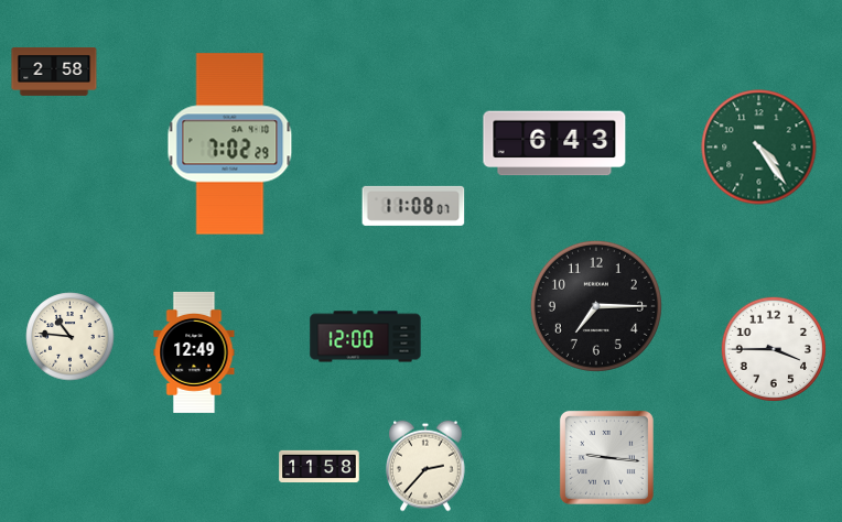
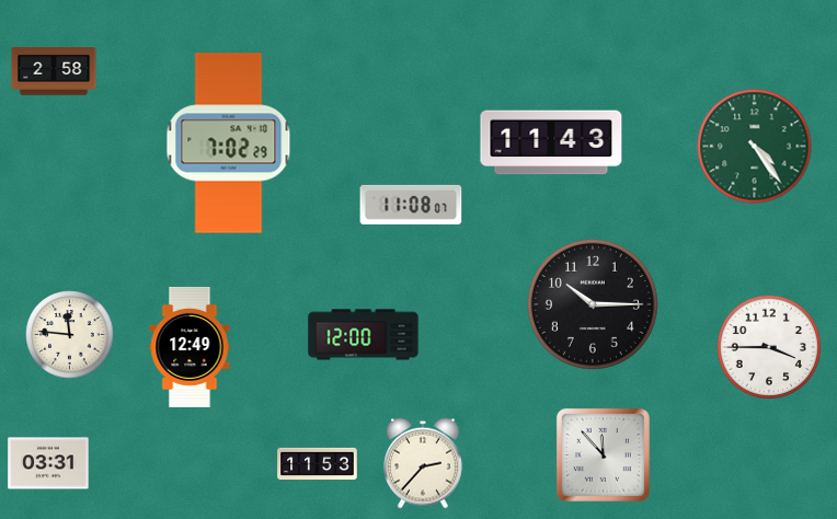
clock at (554, 143): 6:43 -> 11:43
clock at (596, 306): 7:15 -> 10:15
clock at (71, 337): 10:46 -> 11:46
clock at (194, 352) position: (194, 352) -> (190, 347)
clock at (606, 457): 9:16 -> 11:53
clock at (48, 463): none -> 03:31
clock at (320, 467): 11:58 -> 11:53
